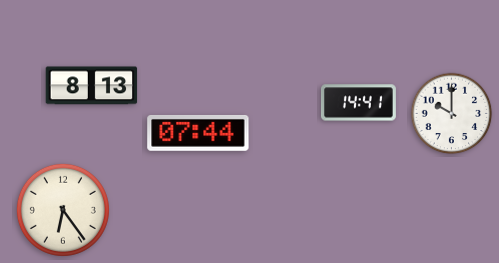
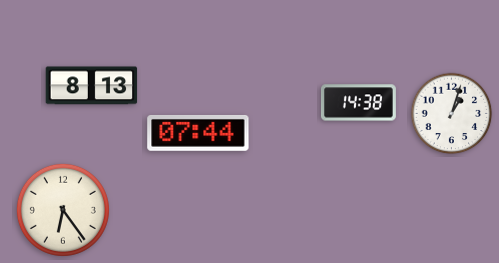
clock at (358, 103): 14:41 -> 14:38
clock at (452, 114): 10:00 -> 1:03
